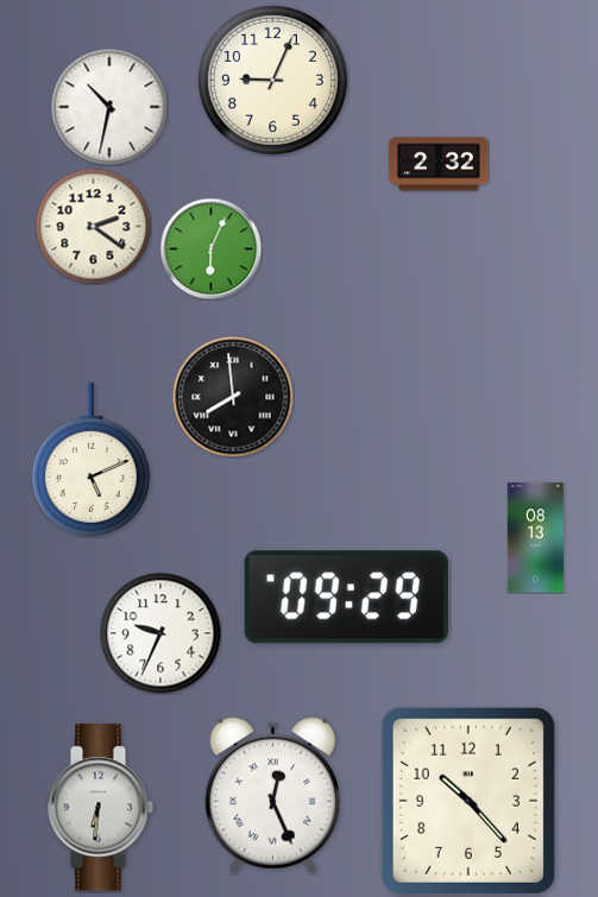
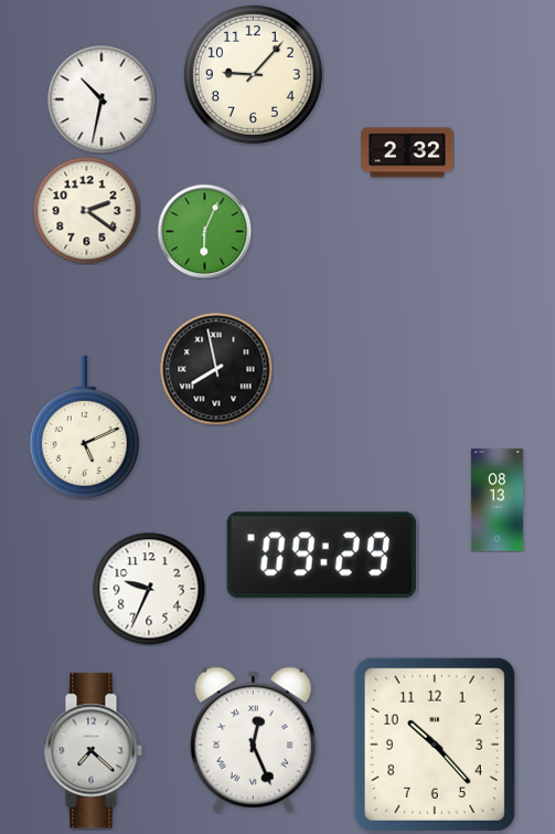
clock at (272, 80): 9:04 -> 9:07
clock at (210, 248) position: (210, 248) -> (204, 231)
clock at (233, 397): 7:59 -> 7:58
clock at (100, 808): 6:31 -> 7:22
